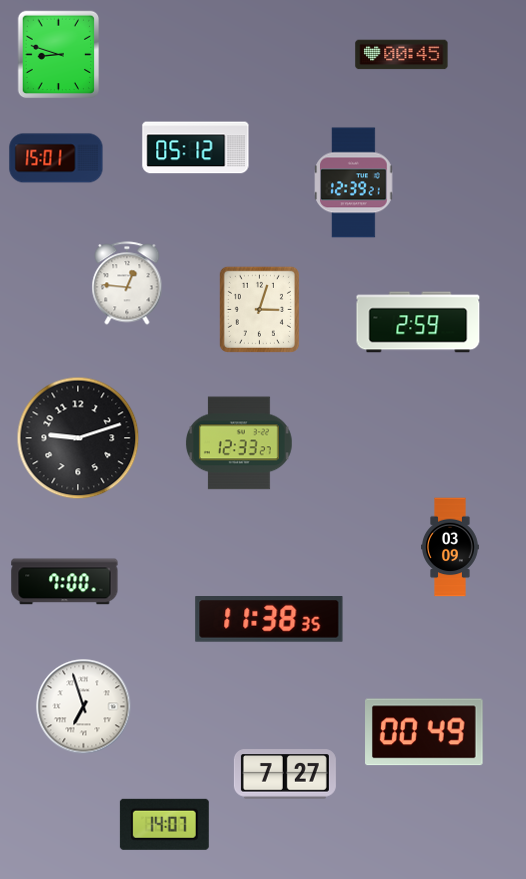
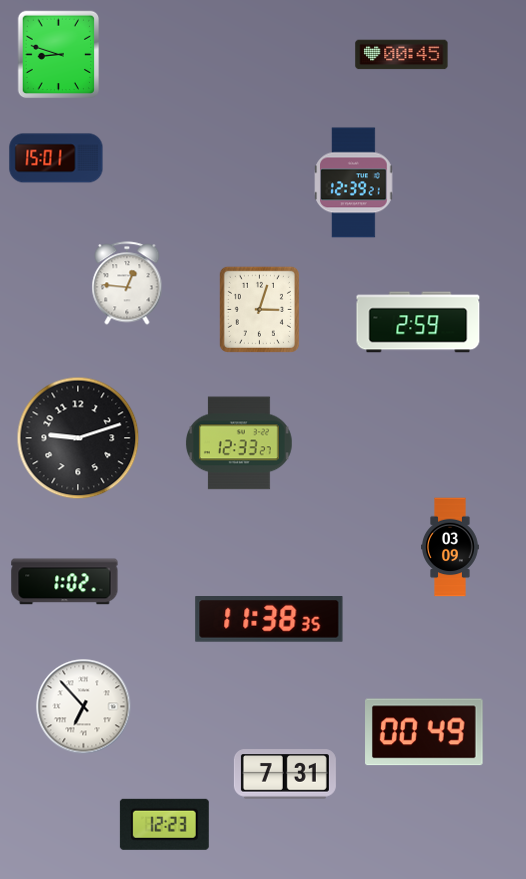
clock at (196, 148): 05:12 -> none
clock at (65, 582): 7:00 -> 1:02
clock at (84, 707): 6:57 -> 6:53
clock at (285, 774): 7:27 -> 7:31
clock at (164, 824): 14:07 -> 12:23
